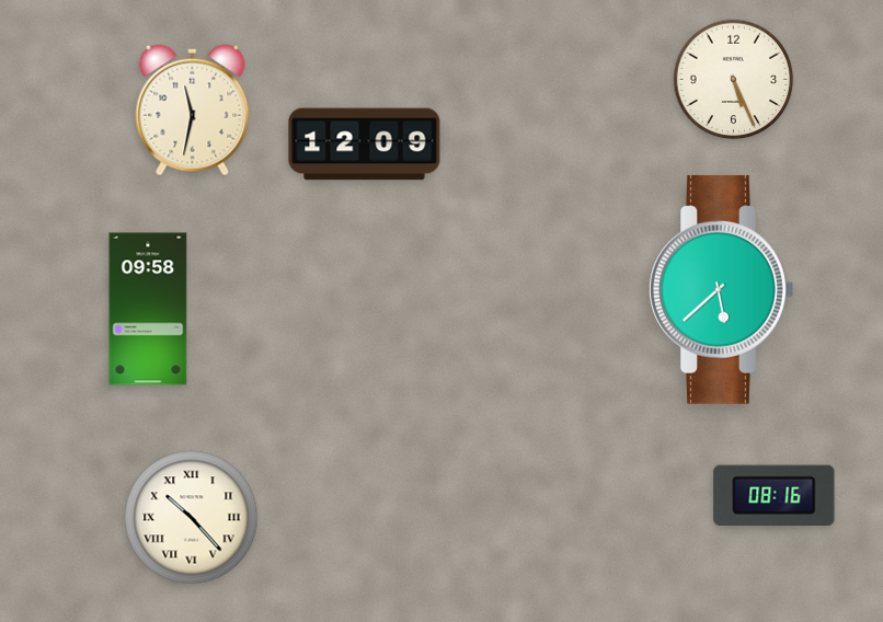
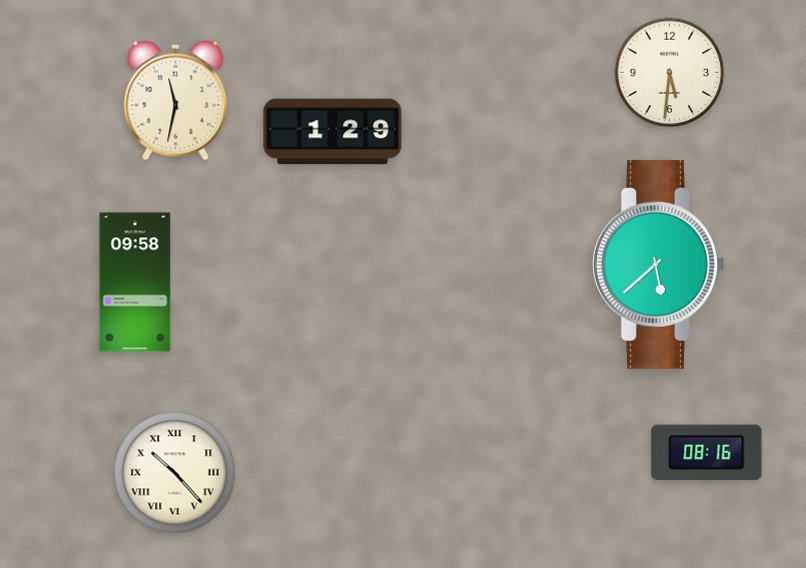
clock at (734, 80): 5:26 -> 5:31
clock at (365, 145): 12:09 -> 1:29
